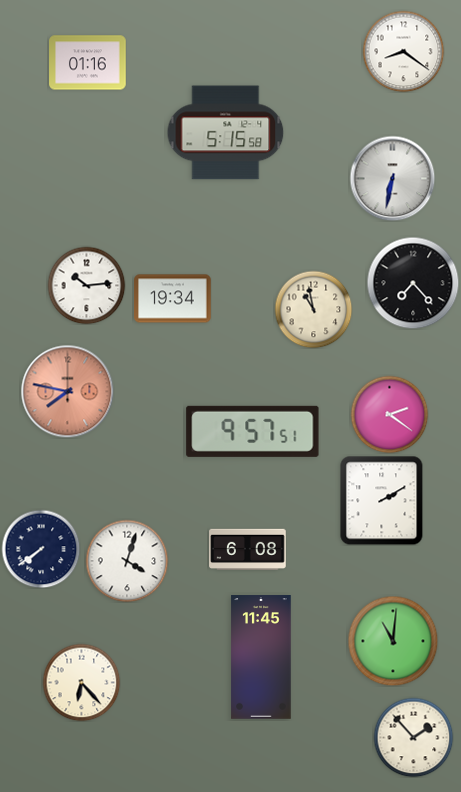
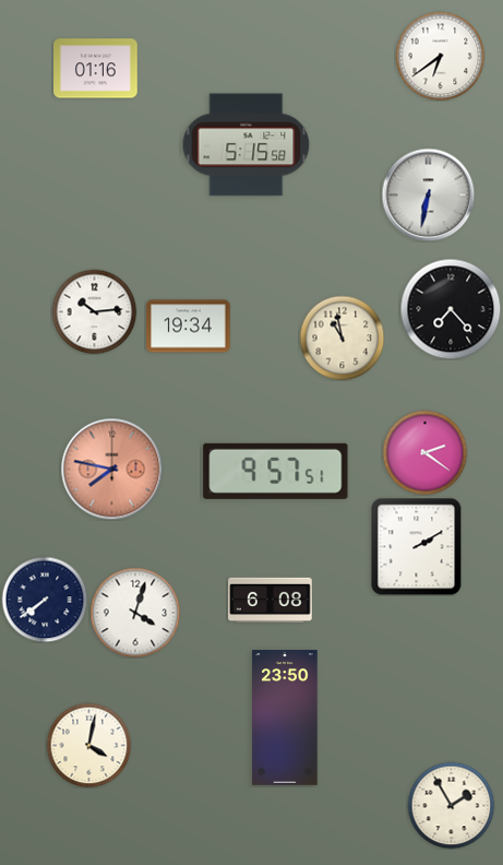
clock at (403, 51): 8:21 -> 6:39
clock at (67, 391) position: (67, 391) -> (111, 469)
clock at (127, 561) position: (127, 561) -> (135, 613)
clock at (393, 641): 11:01 -> none
clock at (261, 657): 11:45 -> 23:50
clock at (81, 682): 6:23 -> 4:02
clock at (413, 737): 1:53 -> 1:55
